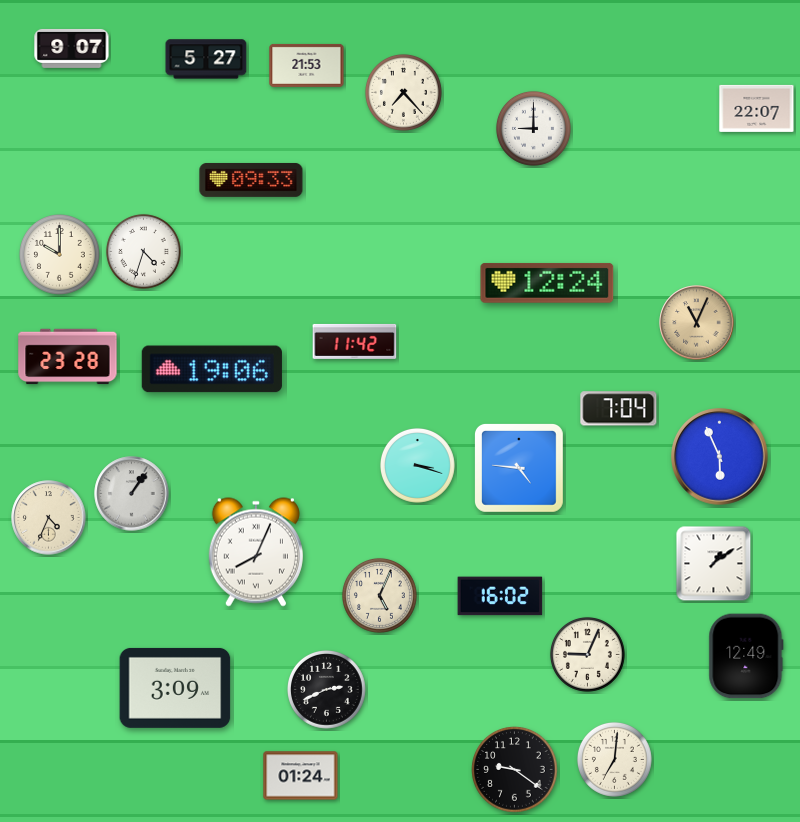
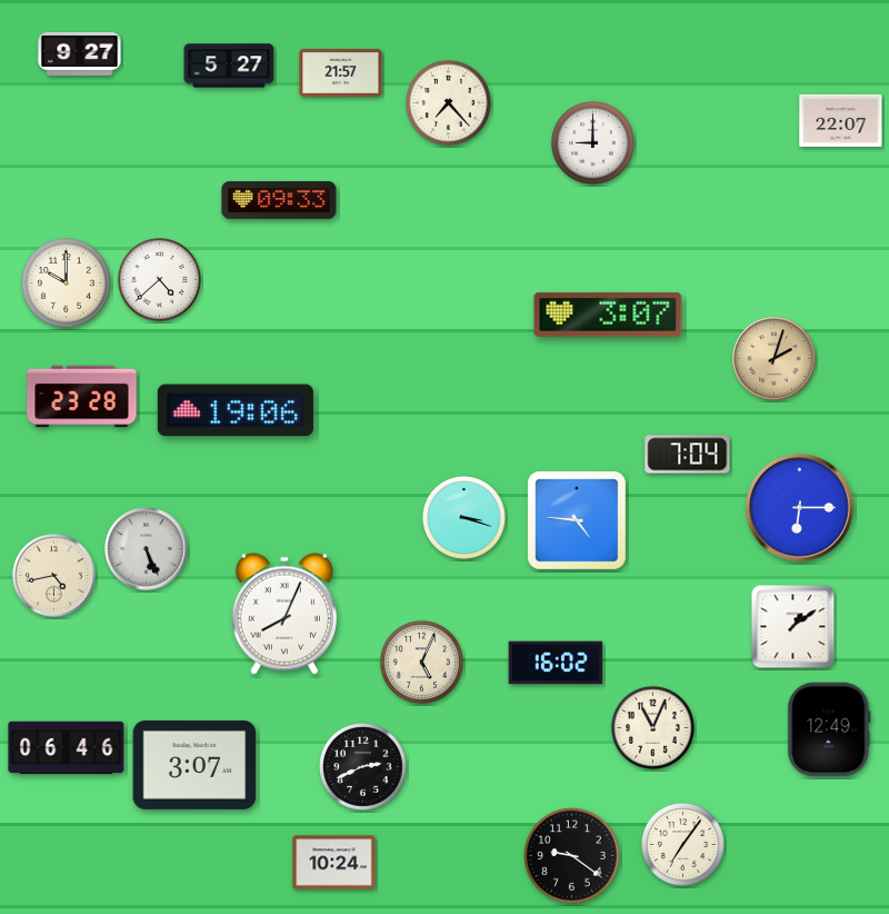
clock at (72, 48): 9:07 -> 9:27
clock at (307, 65): 21:53 -> 21:57
clock at (143, 251): 4:33 -> 4:38
clock at (547, 283): 12:24 -> 3:07
clock at (697, 323): 11:04 -> 2:03
clock at (355, 341): 11:42 -> none
clock at (68, 357) position: (68, 357) -> (82, 397)
clock at (720, 457): 5:56 -> 6:15
clock at (132, 494): 1:06 -> 5:26
clock at (49, 518): 4:34 -> 4:43
clock at (587, 654): 9:04 -> 11:04
clock at (67, 748): none -> 06:46
clock at (175, 688): 3:09 -> 3:07
clock at (614, 759): 7:01 -> 7:06
clock at (301, 776): 01:24 -> 10:24
